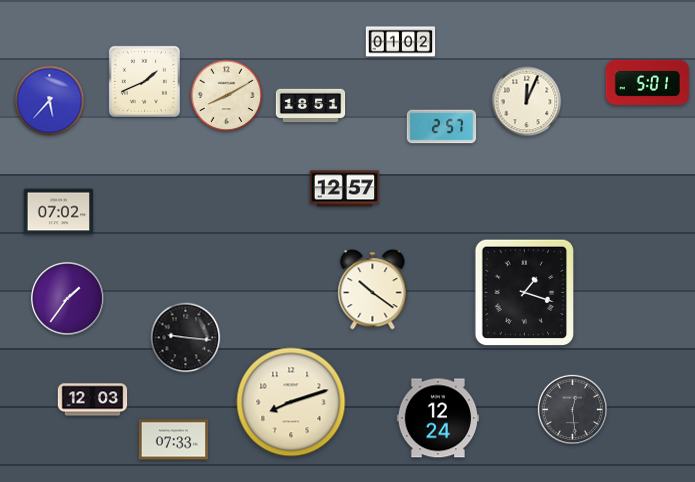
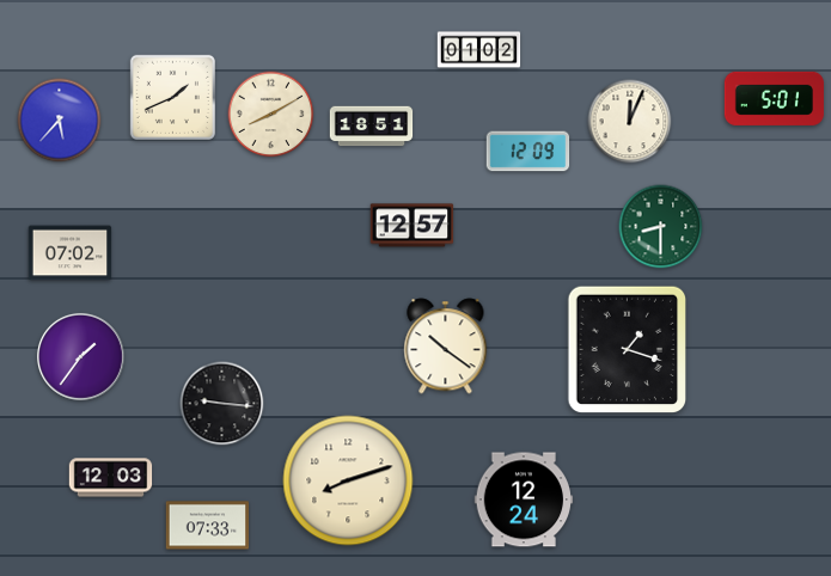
clock at (442, 127): 2:57 -> 12:09
clock at (661, 227): none -> 8:30
clock at (572, 409): 12:29 -> none
